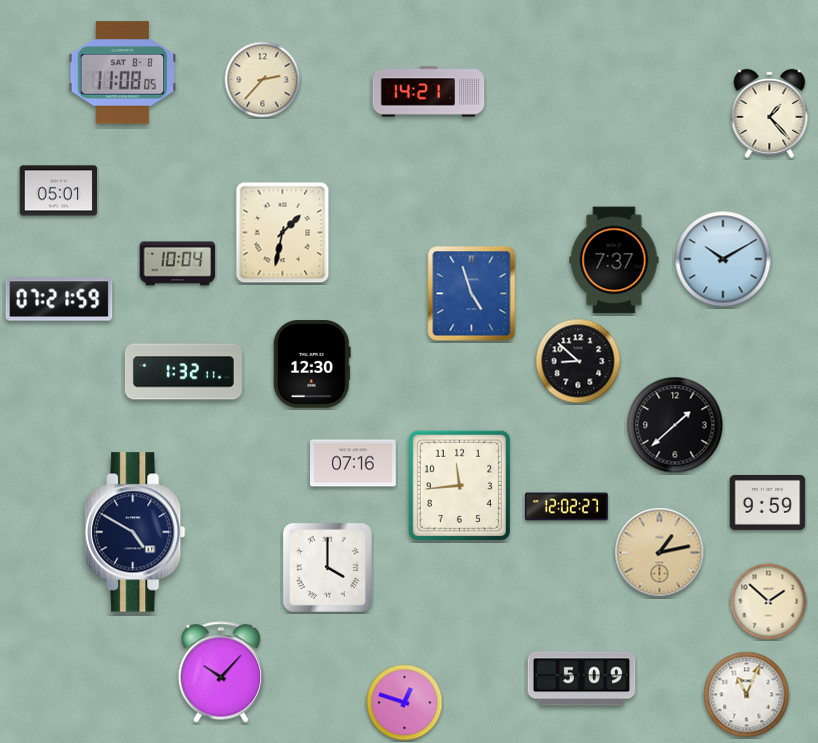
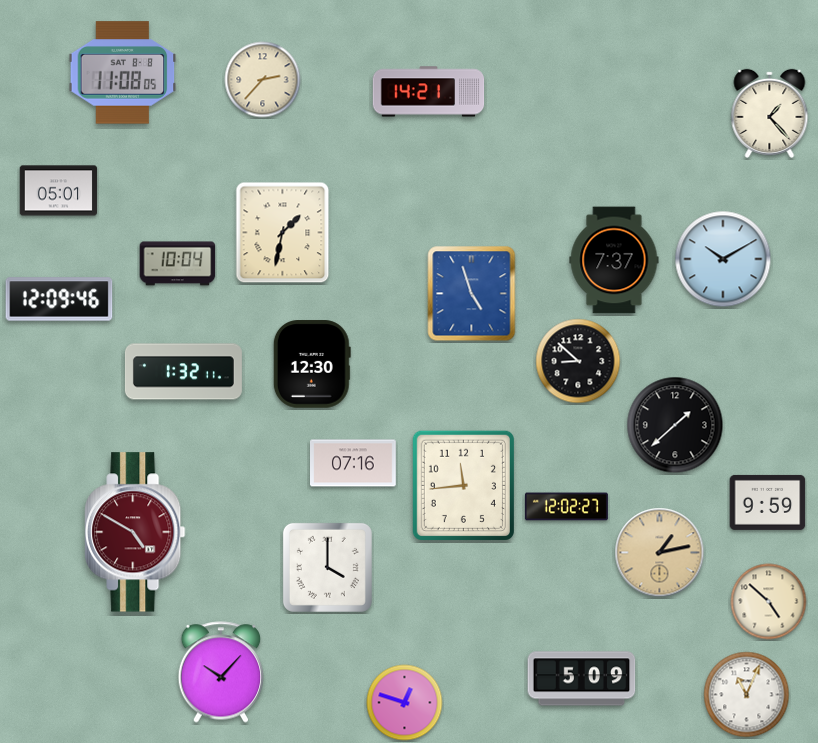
clock at (59, 299): 07:21 -> 12:09
clock at (459, 485) position: (459, 485) -> (463, 485)
clock at (135, 532) dial: navy -> burgundy
clock at (769, 602): 1:52 -> 4:52
